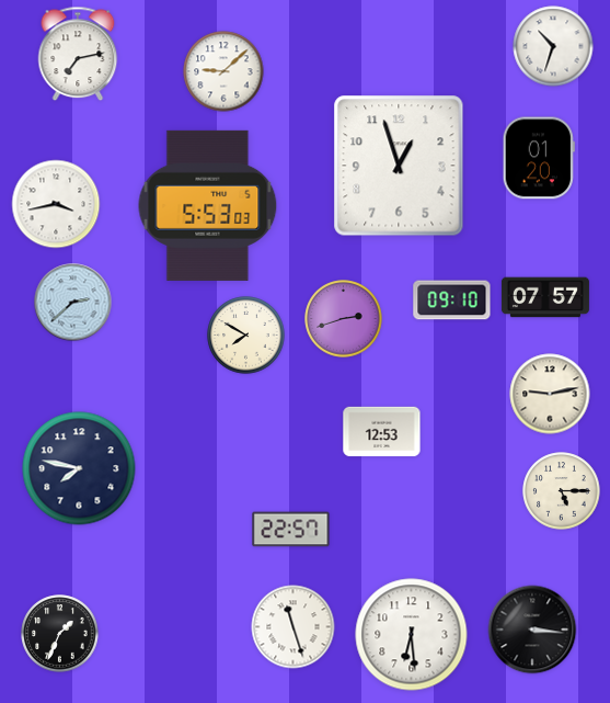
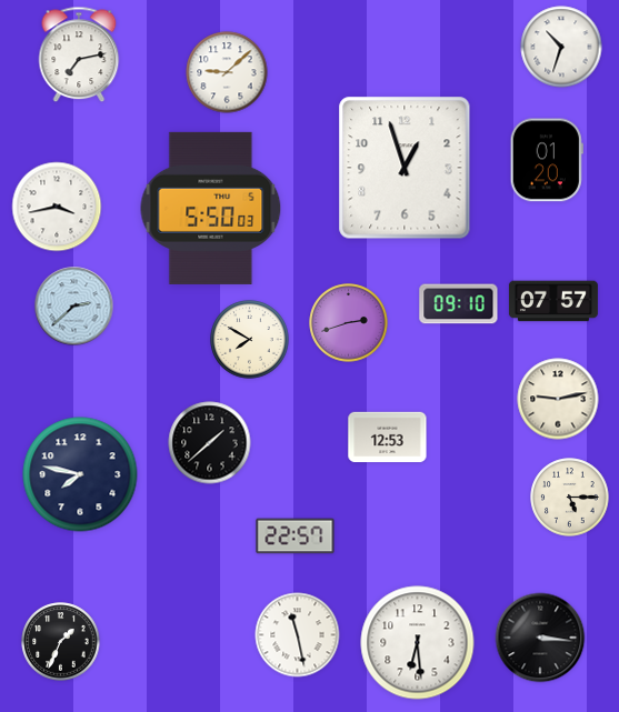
clock at (208, 205): 5:53 -> 5:50
clock at (210, 443): none -> 1:38
clock at (294, 627): 11:27 -> 11:28
